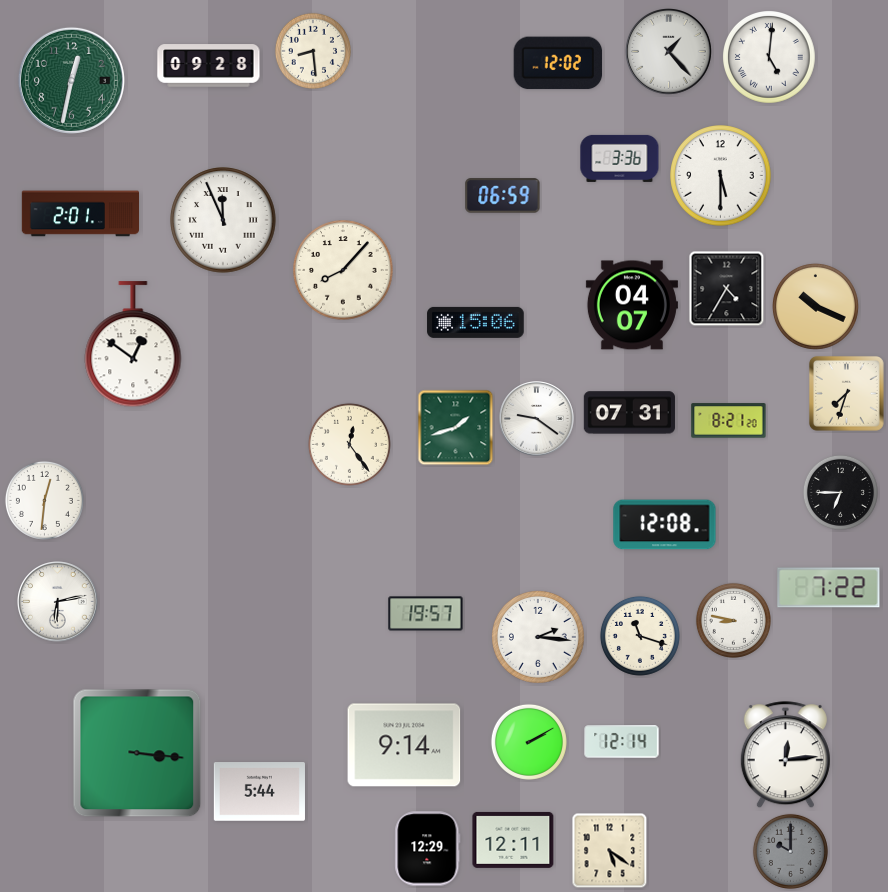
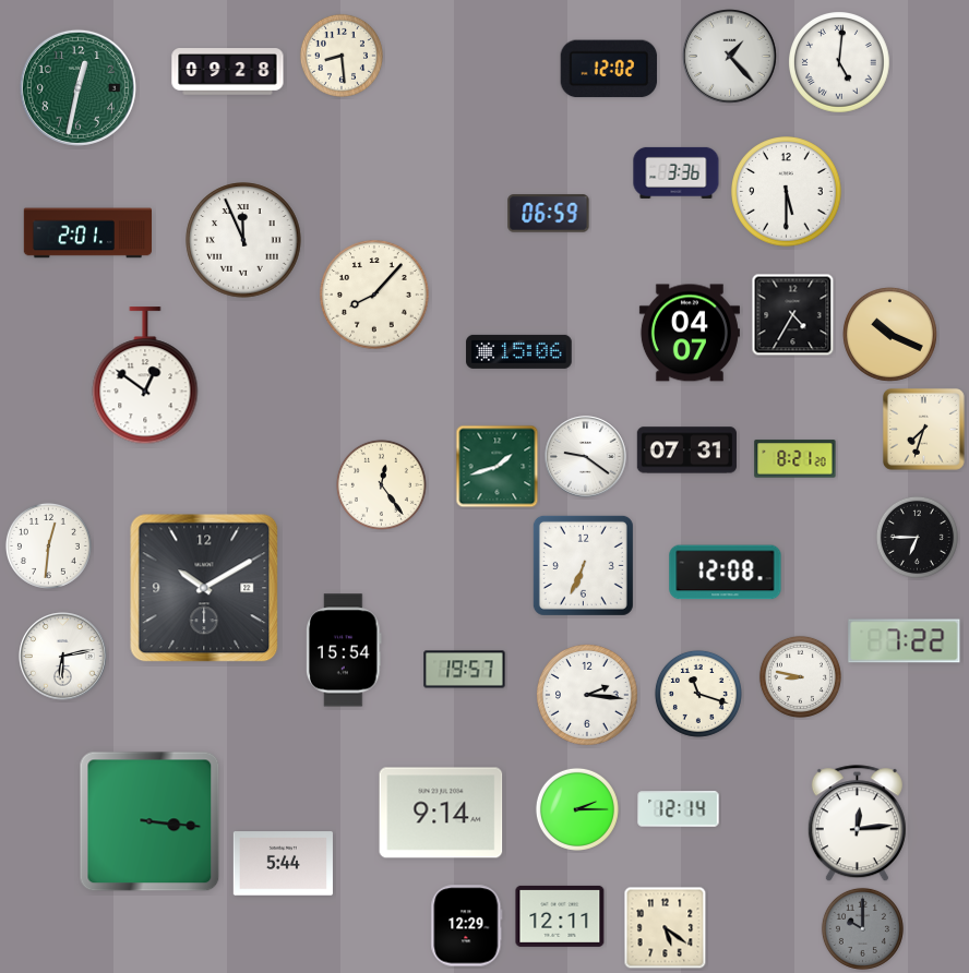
clock at (583, 565): none -> 6:34
clock at (204, 588): none -> 10:10
clock at (344, 650): none -> 15:54
clock at (529, 742): 2:10 -> 2:15
